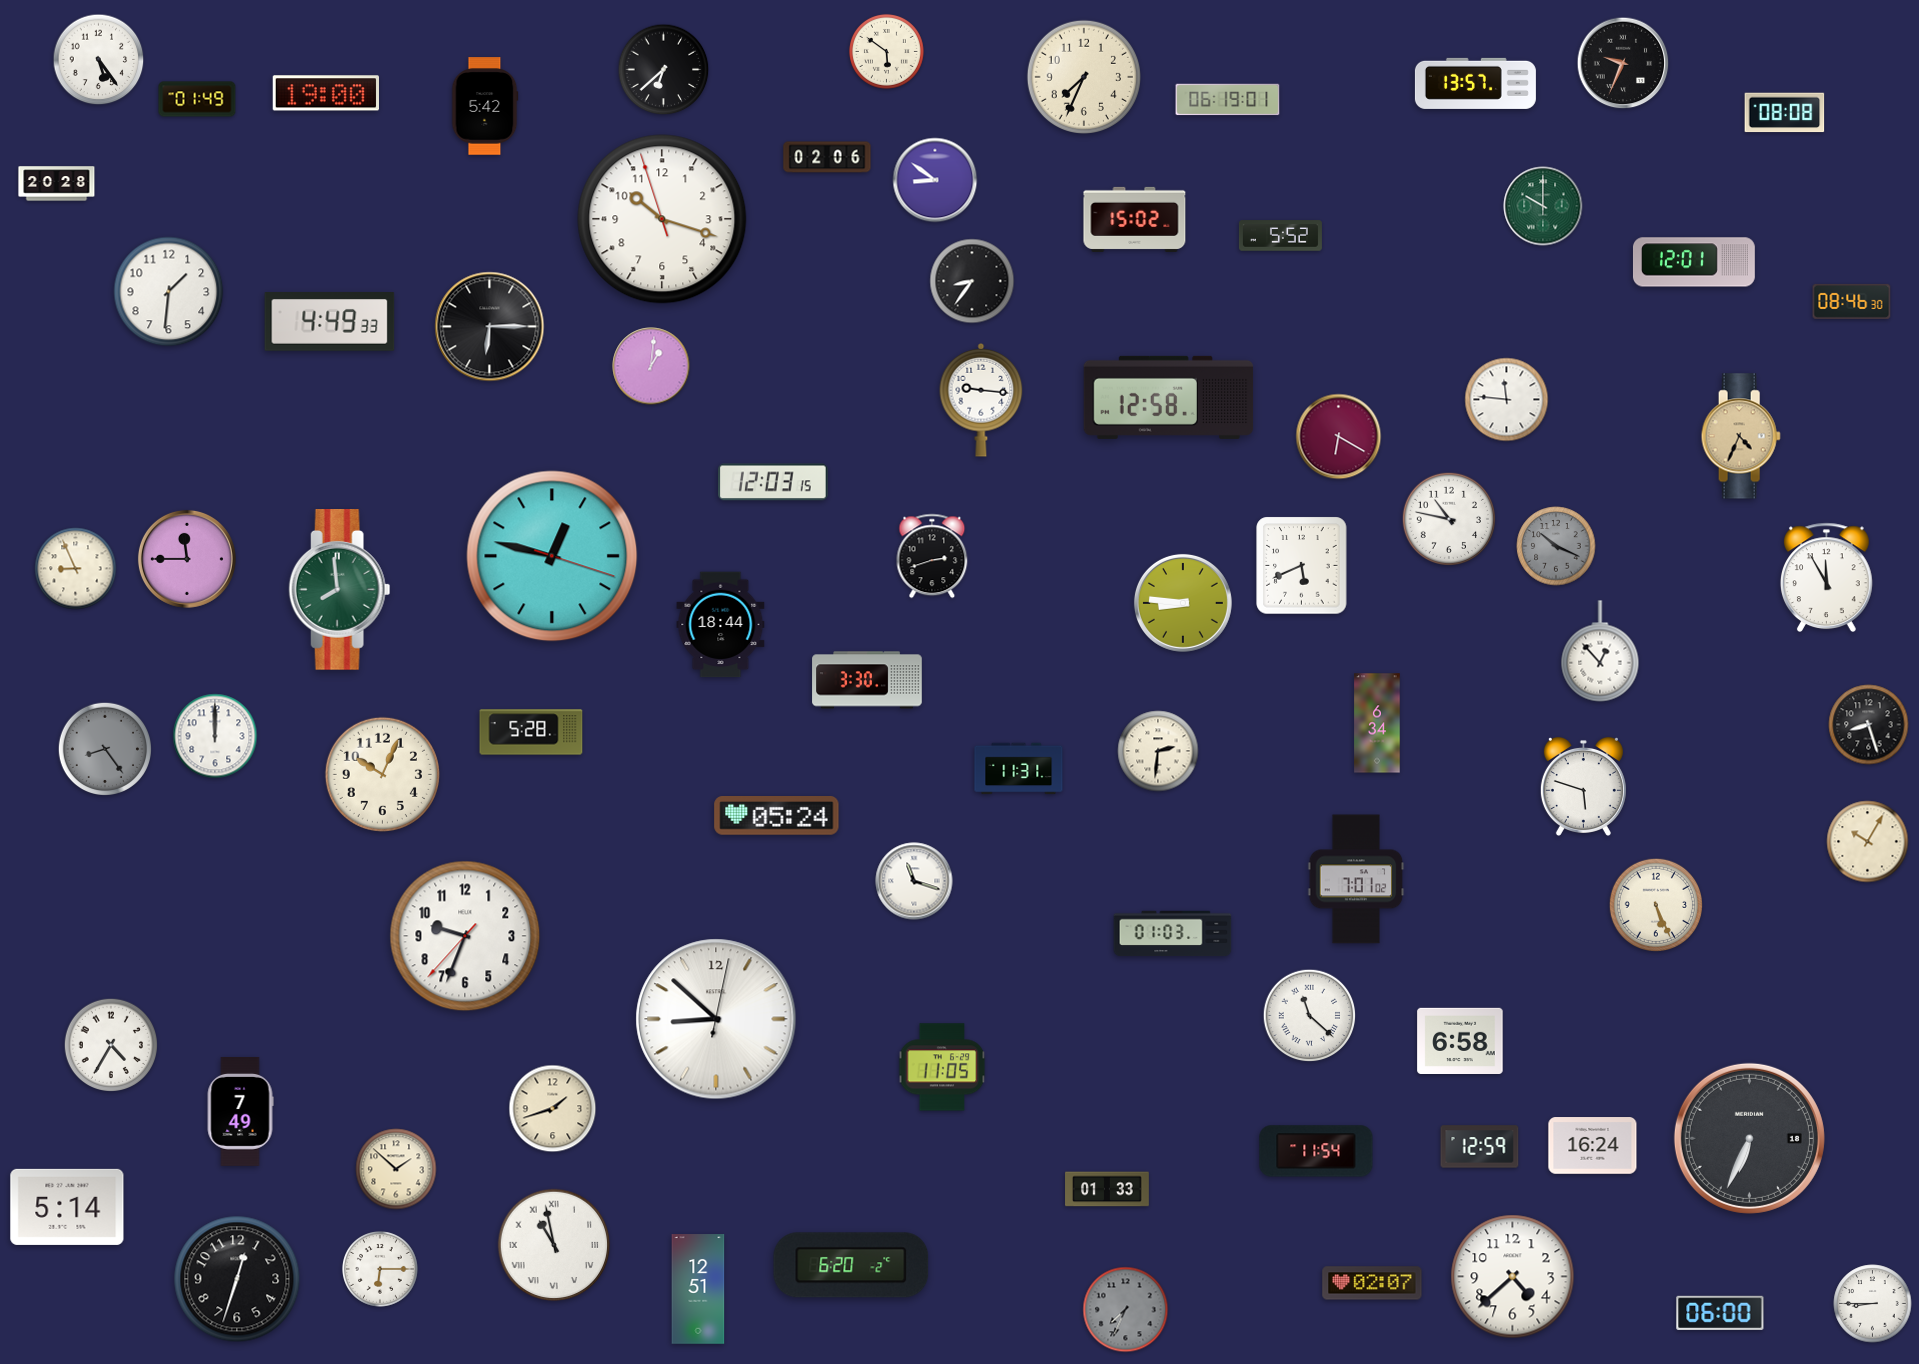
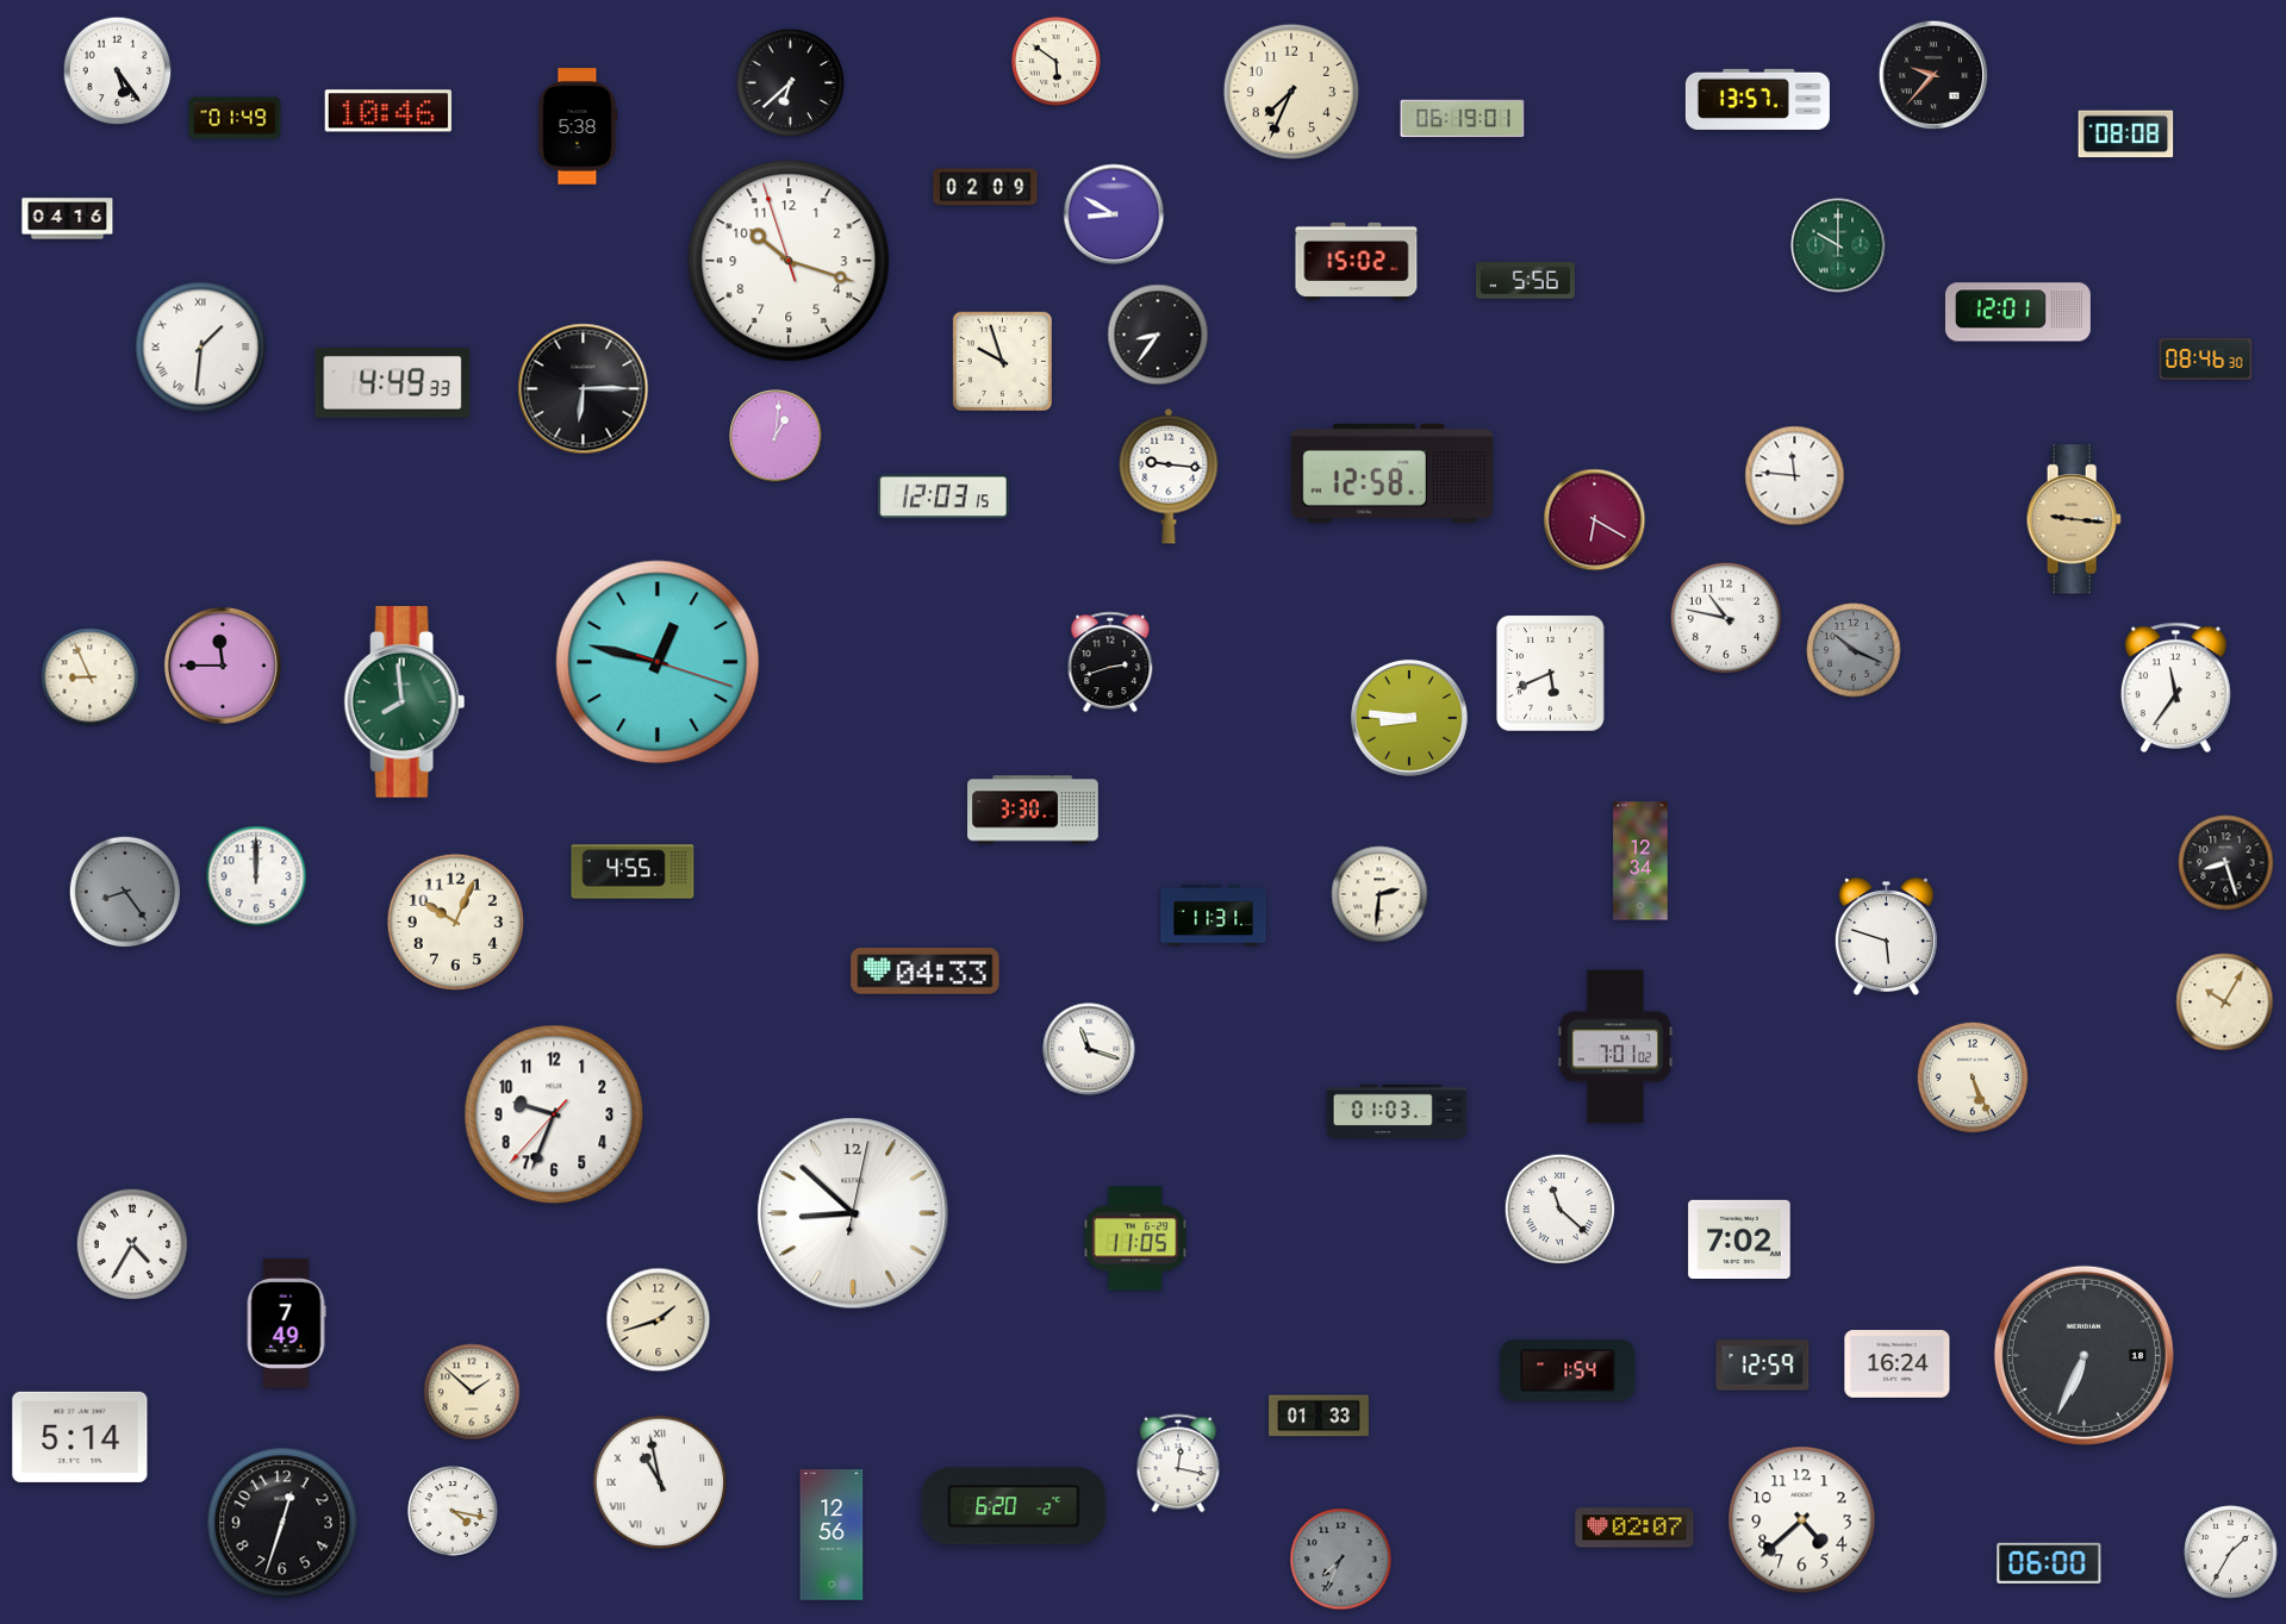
clock at (1623, 63): 9:34 -> 9:37
clock at (325, 93): 19:00 -> 10:46
clock at (485, 106): 5:42 -> 5:38
clock at (827, 157): 02:06 -> 02:09
clock at (935, 180): 8:51 -> 8:50
clock at (57, 184): 20:28 -> 04:16
clock at (1135, 219) position: (1135, 219) -> (1357, 261)
clock at (1280, 236): 5:52 -> 5:56
clock at (169, 292) numerals: Arabic -> Roman
clock at (1002, 361): none -> 9:57
clock at (1741, 436): 4:34 -> 9:16
clock at (774, 482) position: (774, 482) -> (945, 496)
clock at (1826, 577): 11:55 -> 11:36
clock at (721, 625): 18:44 -> none
clock at (1600, 651): 12:53 -> none
clock at (1377, 723): 6:34 -> 12:34
clock at (531, 732): 5:28 -> 4:55
clock at (777, 816): 05:24 -> 04:33
clock at (1460, 1040): 6:58 -> 7:02
clock at (942, 1067) position: (942, 1067) -> (1135, 1238)
clock at (1316, 1151): 11:54 -> 1:54
clock at (1178, 1463): none -> 12:17
clock at (381, 1270): 6:15 -> 4:17
clock at (698, 1289): 12:51 -> 12:56
clock at (1873, 1304): 8:45 -> 1:35
